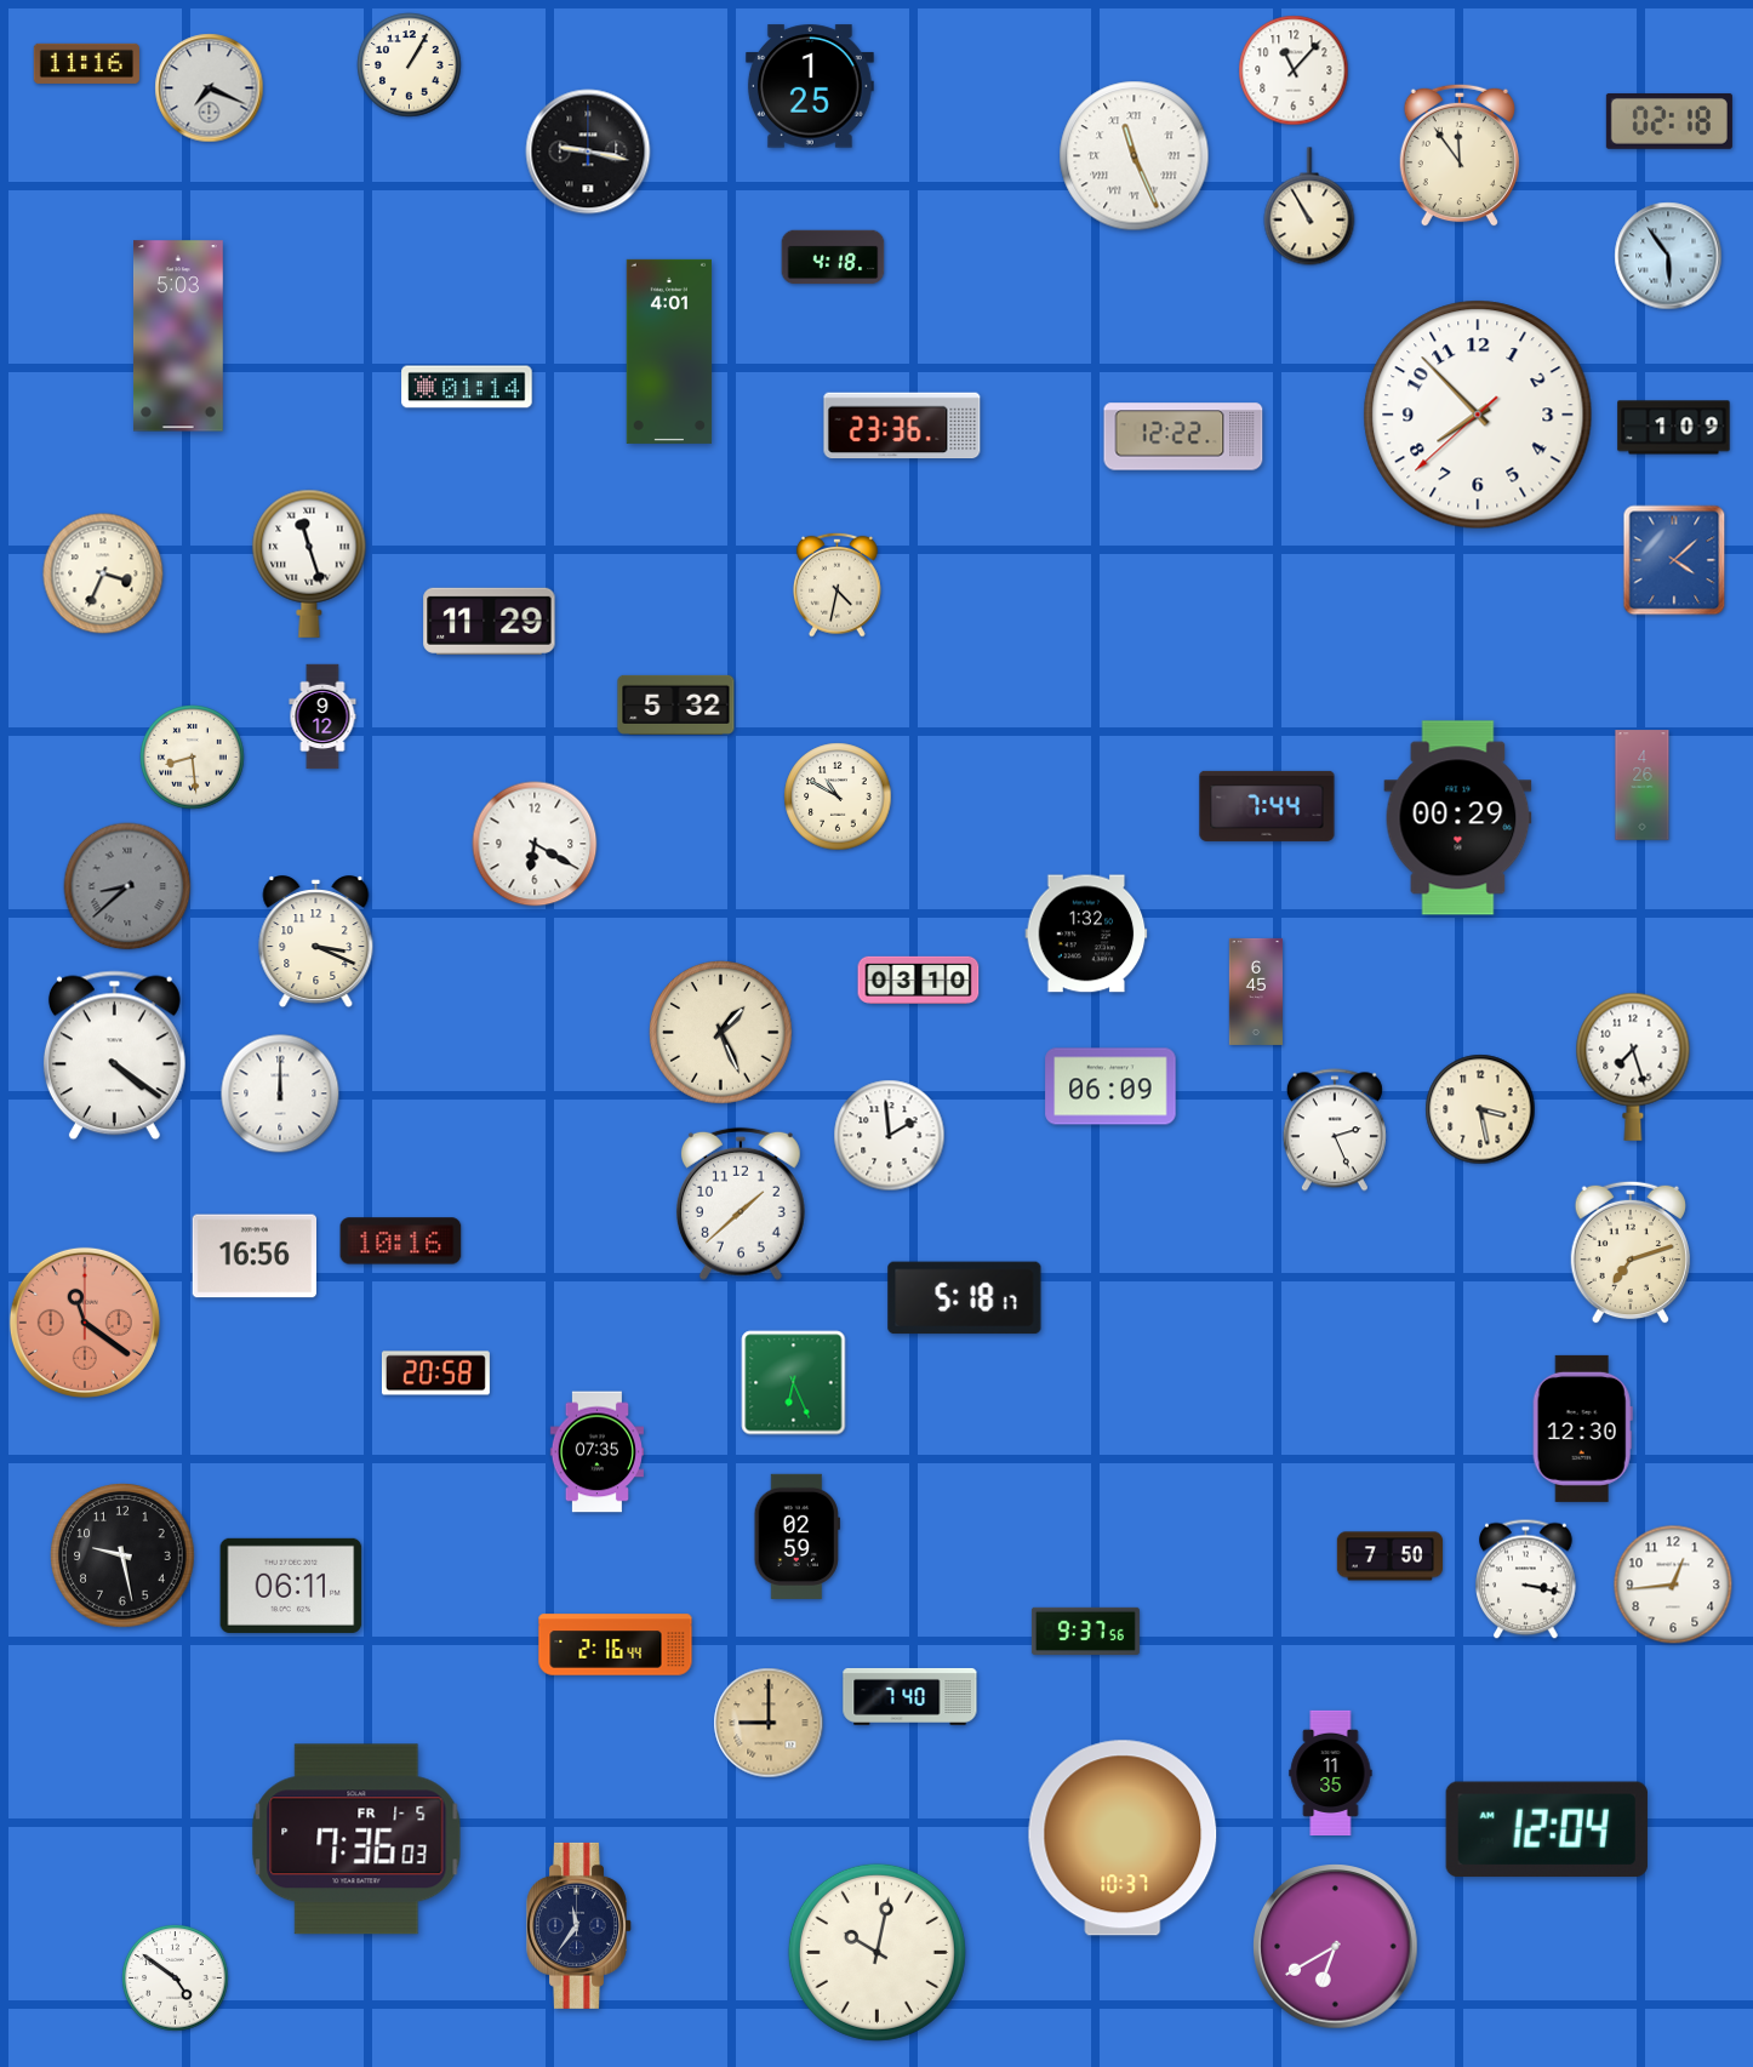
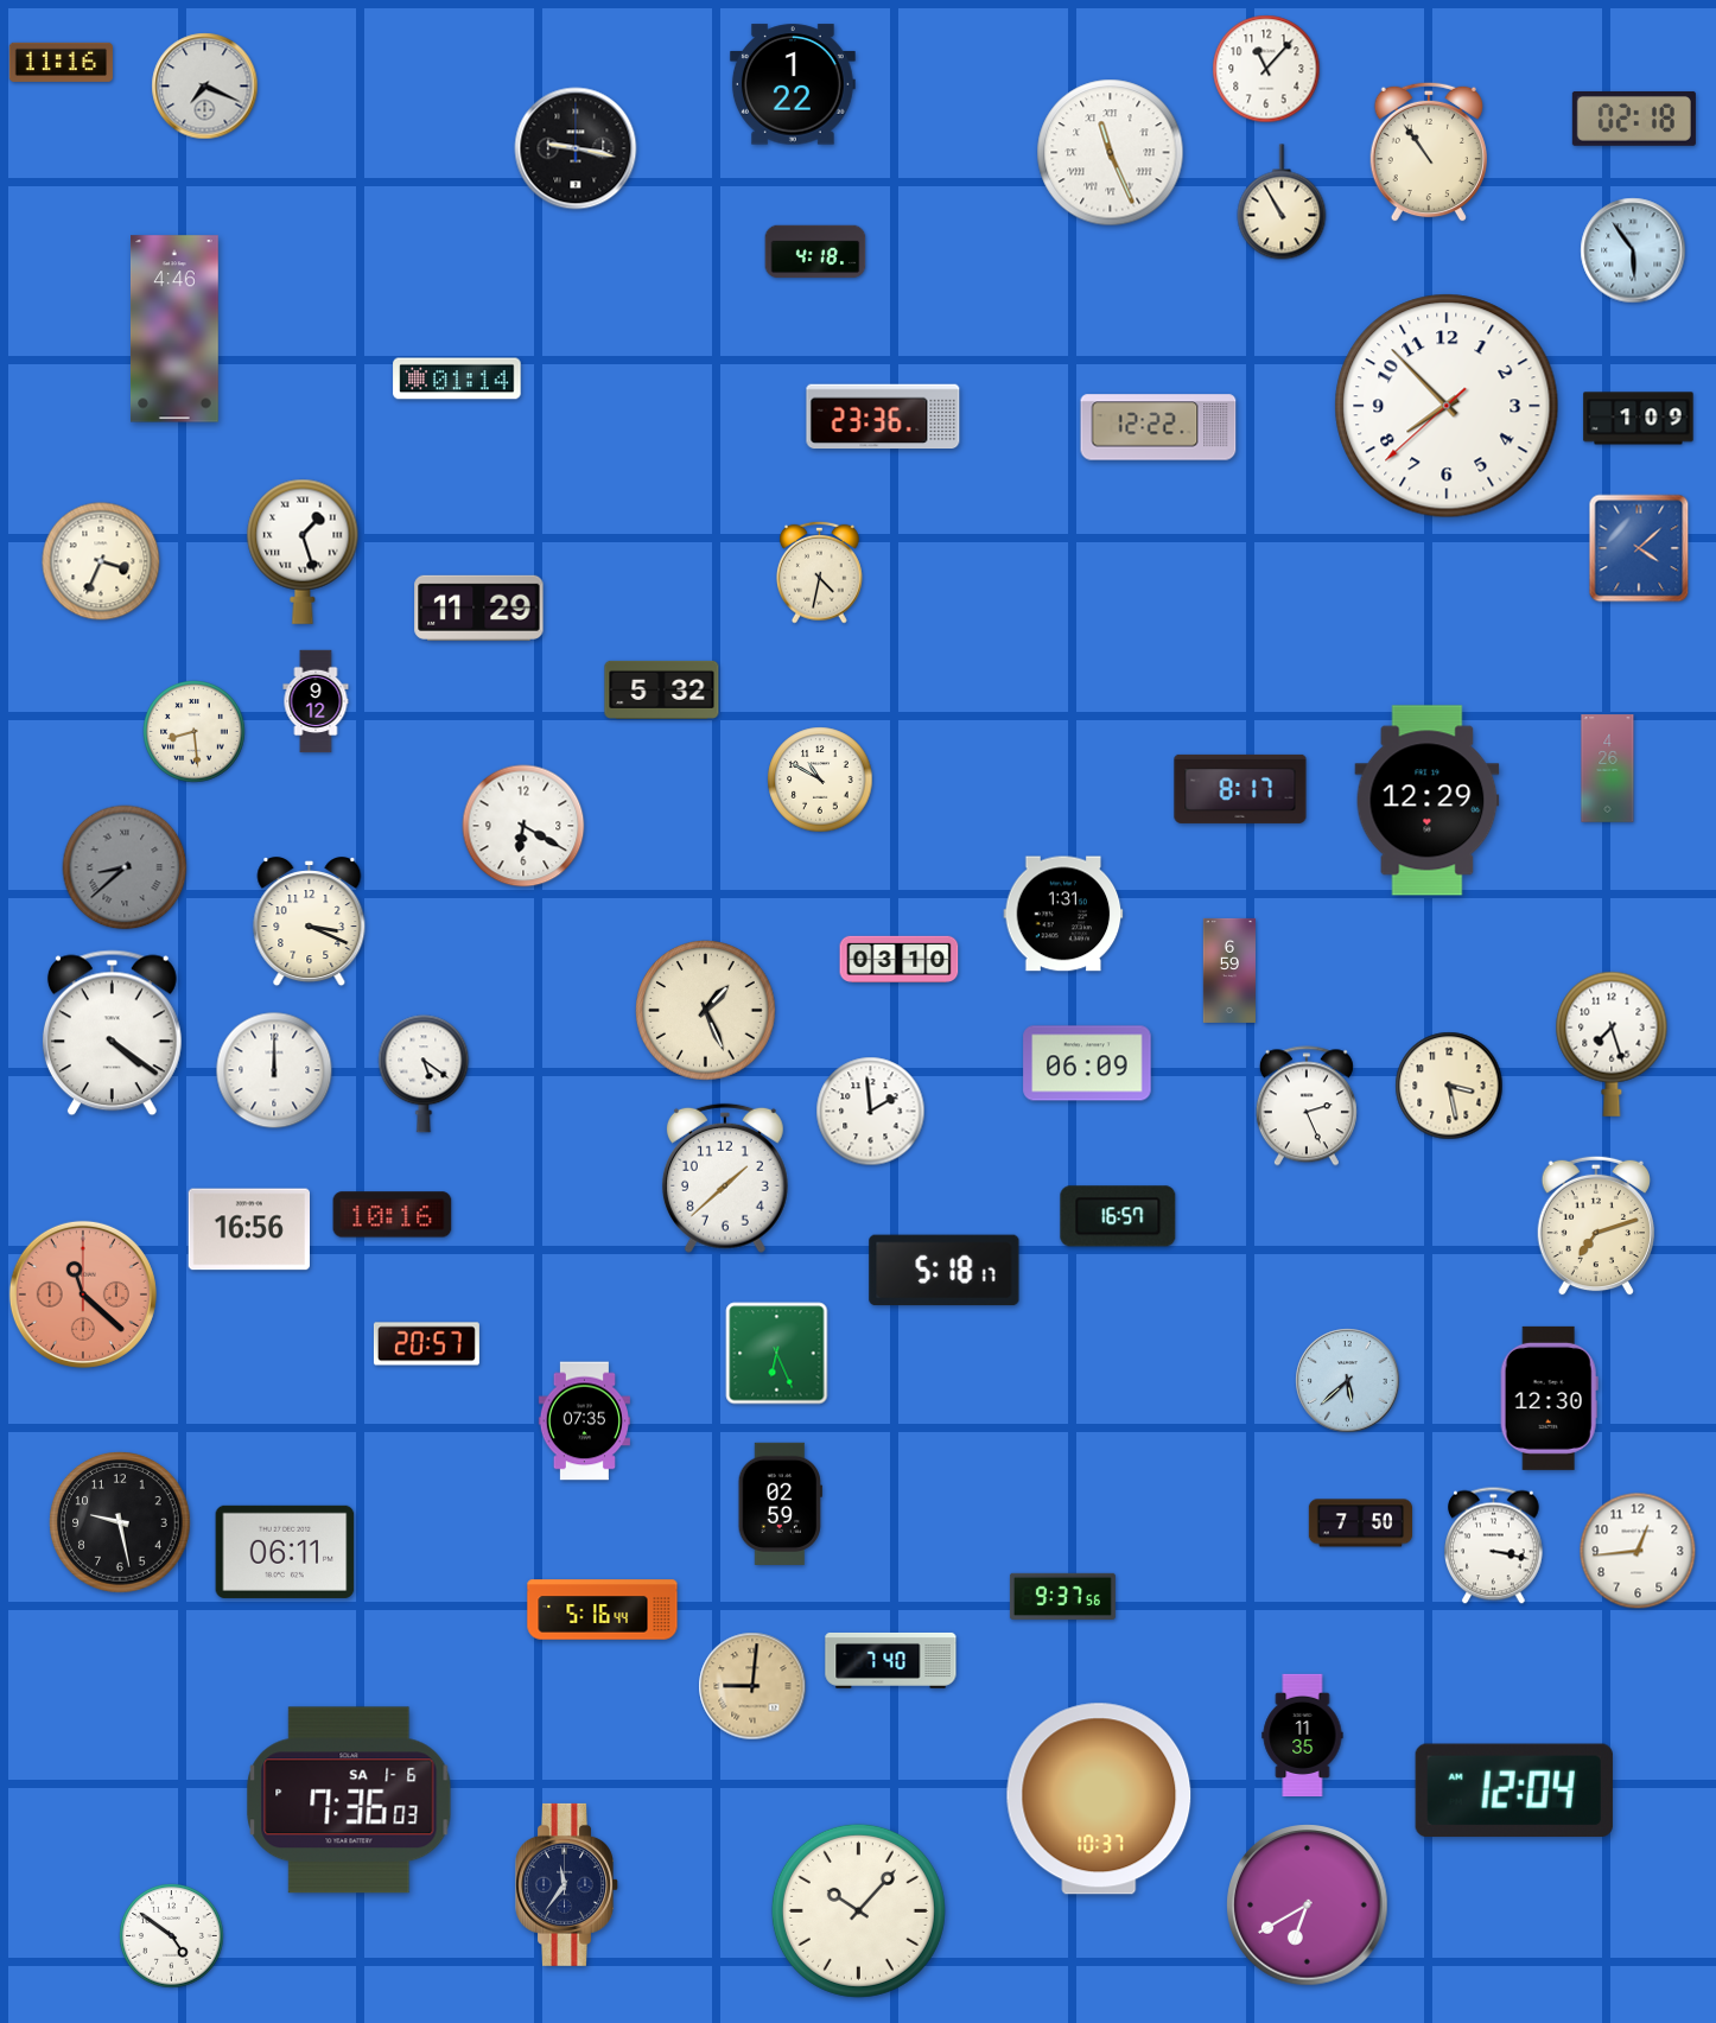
clock at (86, 63) position: (86, 63) -> (61, 62)
clock at (410, 65): 1:05 -> none
clock at (810, 86): 1:25 -> 1:22
clock at (1460, 155): 11:54 -> 10:54
clock at (179, 336): 5:03 -> 4:46
clock at (669, 352): 4:01 -> none
clock at (309, 564): 11:27 -> 1:27
clock at (193, 758) position: (193, 758) -> (195, 732)
clock at (1267, 806): 7:44 -> 8:17
clock at (1458, 818): 00:29 -> 12:29
clock at (1086, 933): 1:32 -> 1:31
clock at (1255, 992): 6:45 -> 6:59
clock at (1633, 1067) position: (1633, 1067) -> (1612, 1044)
clock at (424, 1074): none -> 5:21
clock at (1118, 1216): none -> 16:57
clock at (85, 1323): 11:21 -> 11:22
clock at (435, 1374): 20:58 -> 20:57
clock at (1348, 1381): none -> 5:38
clock at (616, 1645): 2:16 -> 5:16
clock at (769, 1723): 9:00 -> 9:01
clock at (356, 1839) date: FR 1-5 -> SA 1-6
clock at (876, 1952): 10:02 -> 10:07
